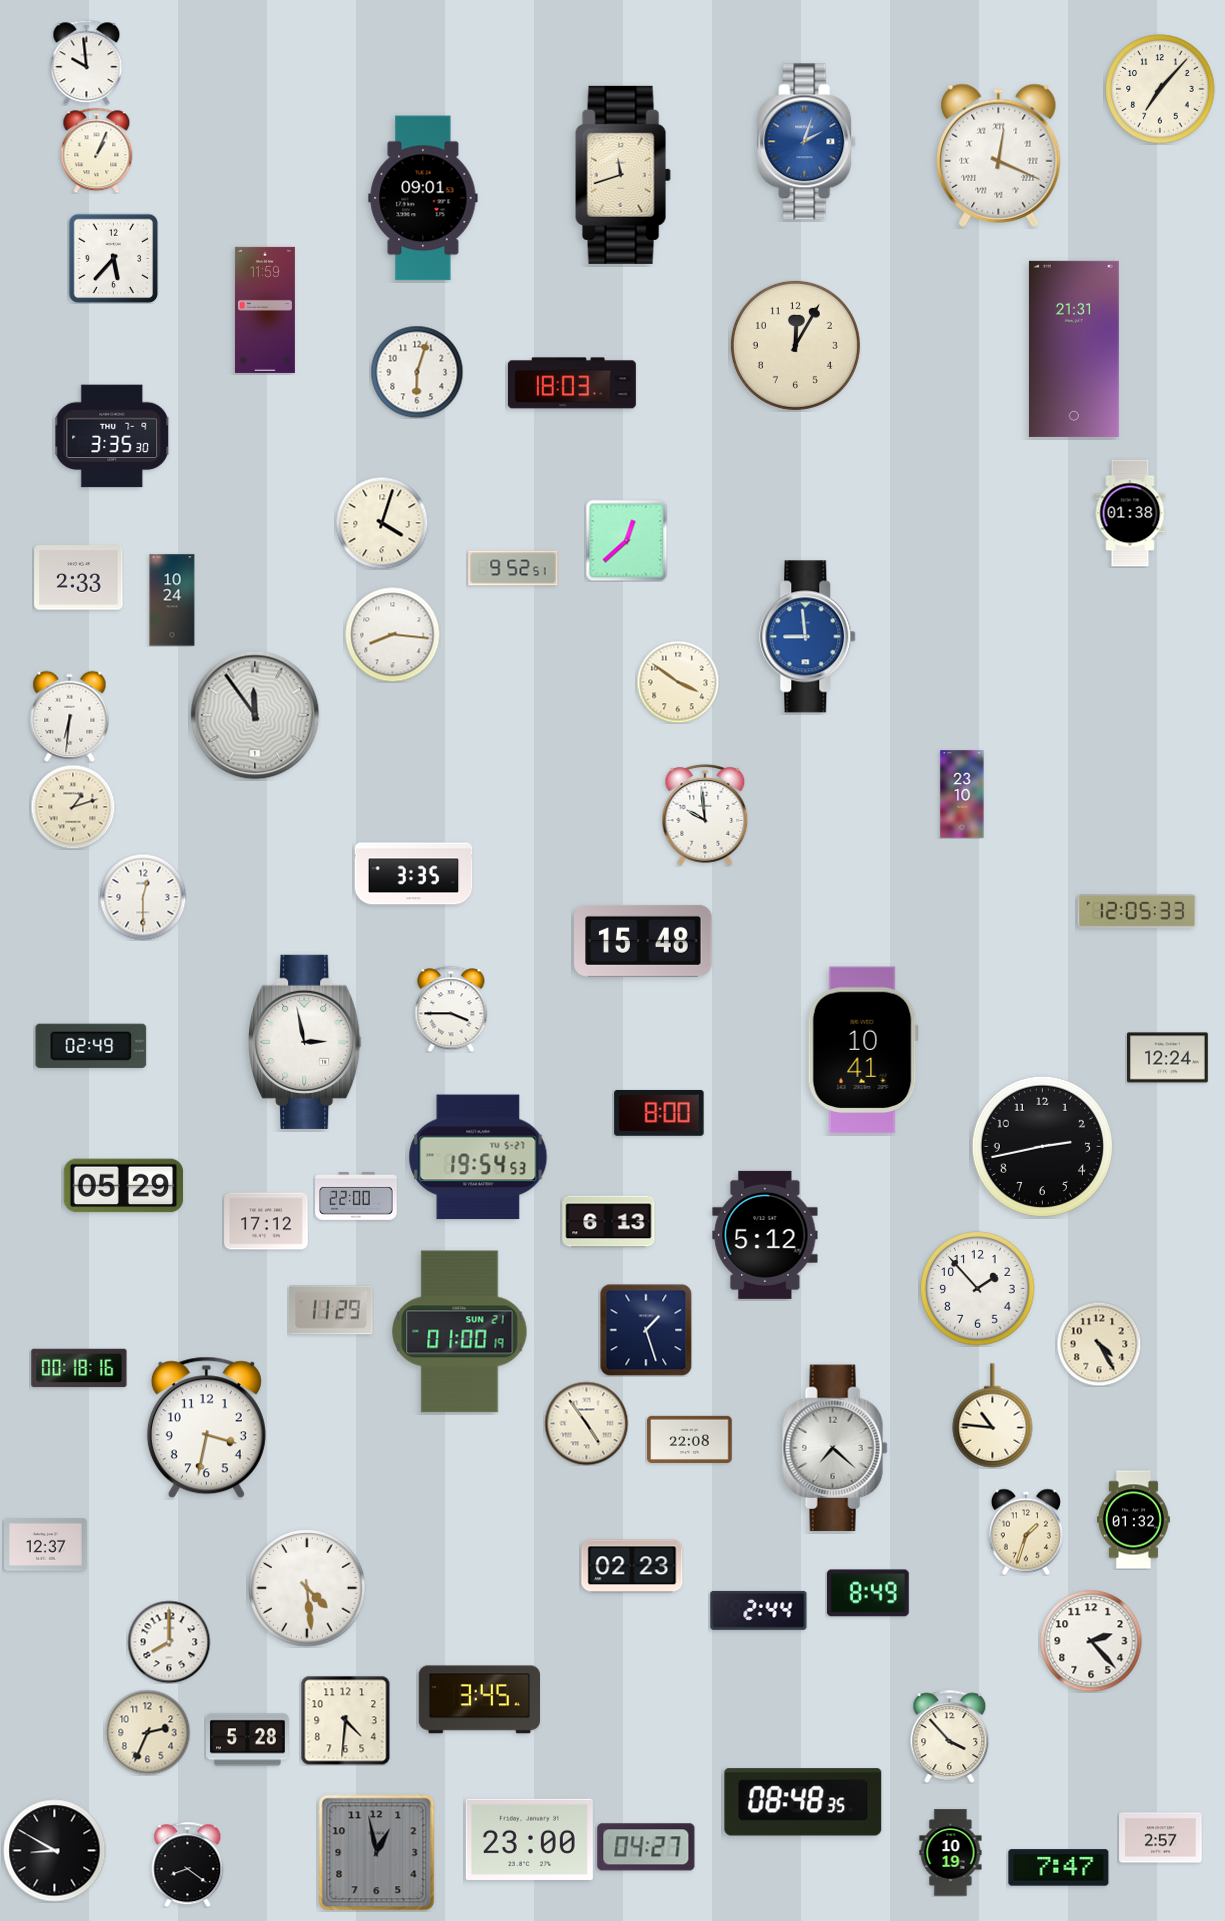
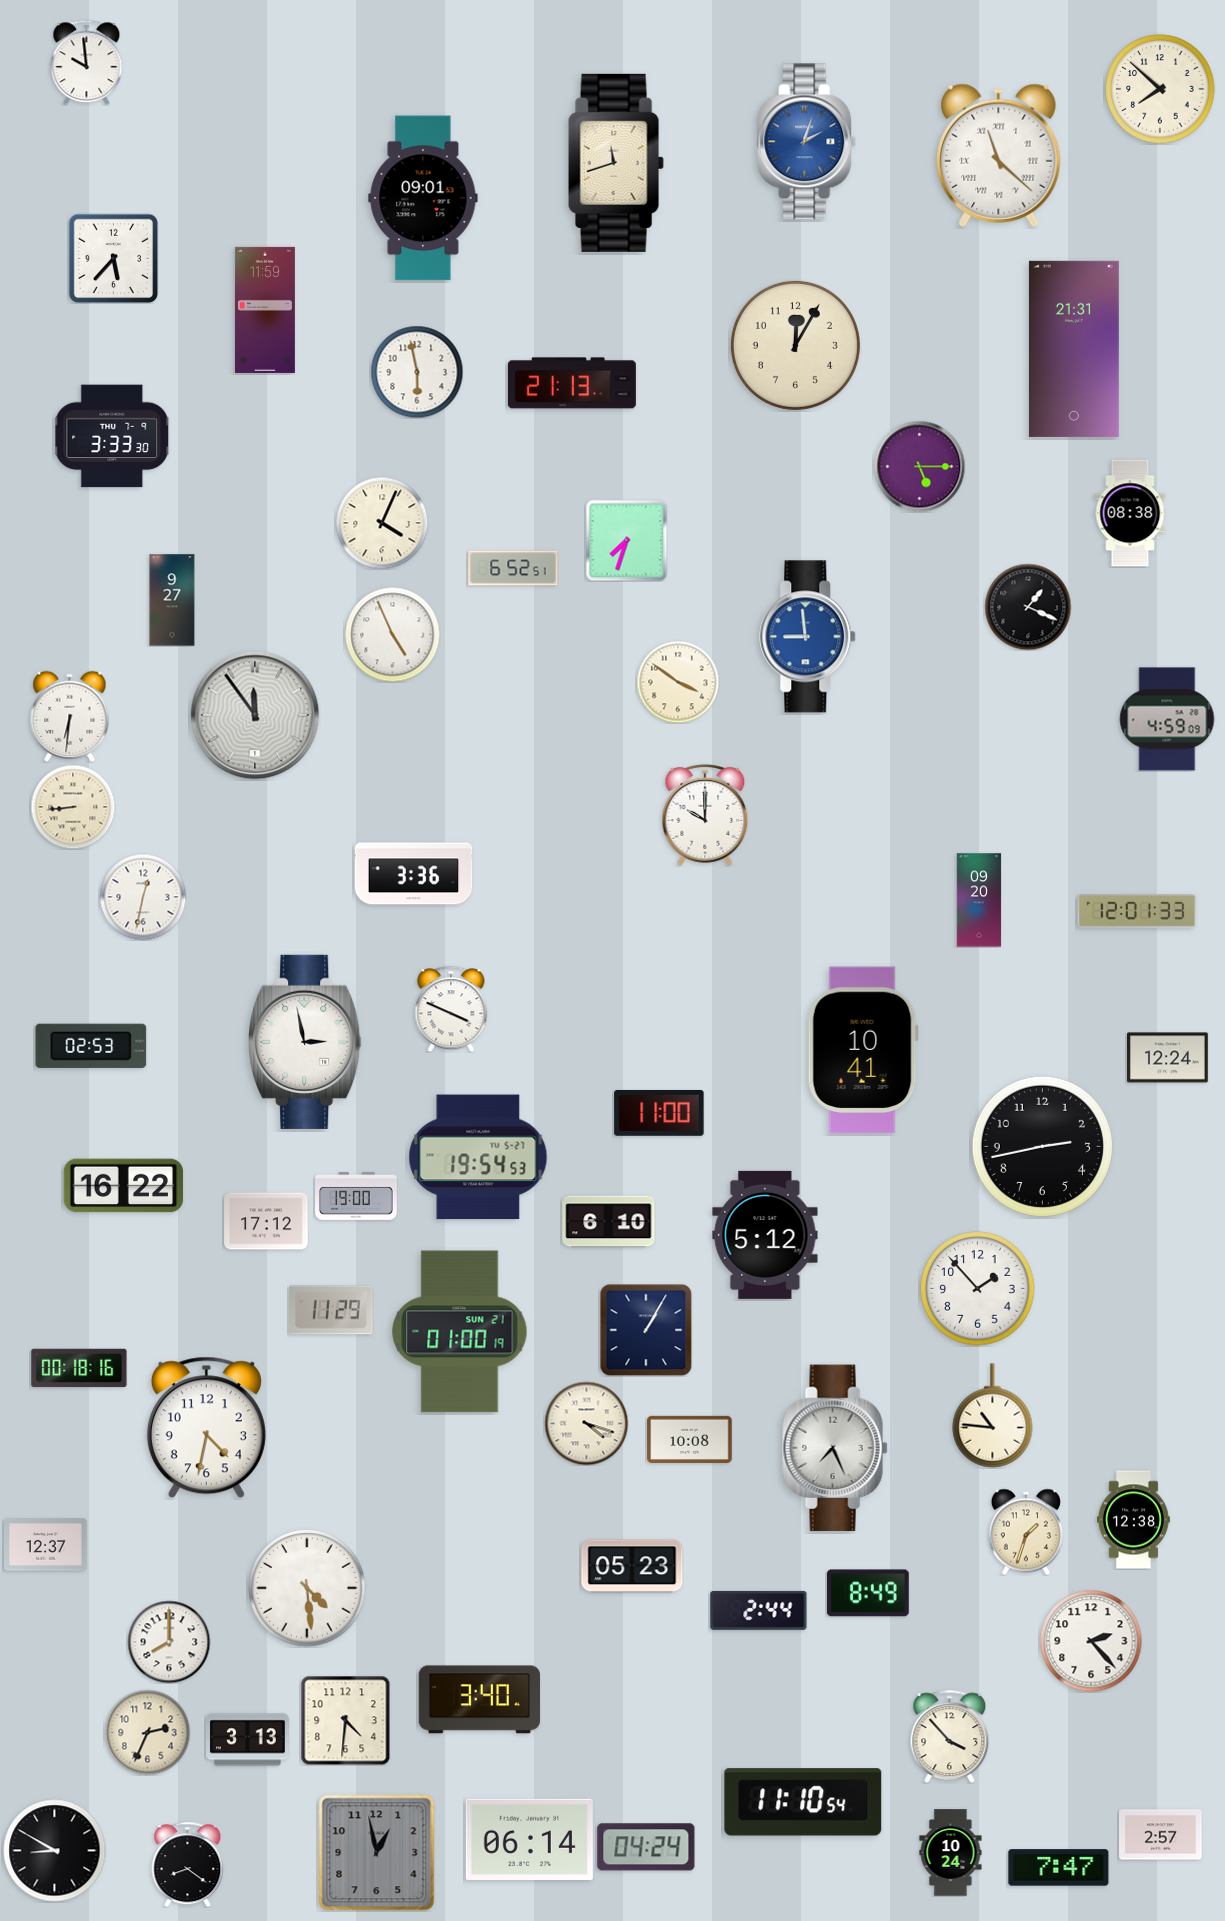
clock at (1160, 89): 7:07 -> 7:52
clock at (97, 150): 1:04 -> none
clock at (999, 155): 12:19 -> 11:22
clock at (623, 175) position: (623, 175) -> (616, 163)
clock at (417, 372): 6:03 -> 5:58
clock at (572, 383): 18:03 -> 21:13
clock at (112, 436): 3:35 -> 3:33
clock at (919, 466): none -> 5:15
clock at (1130, 513): 01:38 -> 08:38
clock at (382, 523): 4:03 -> 4:04
clock at (626, 540): 12:38 -> 7:33
clock at (513, 568): 9:52 -> 6:52
clock at (79, 578): 2:33 -> none
clock at (172, 600): 10:24 -> 9:27
clock at (1028, 607): none -> 1:19
clock at (392, 634): 8:16 -> 4:56
clock at (1167, 719): none -> 4:59
clock at (962, 794): 23:10 -> none
clock at (73, 807): 1:12 -> 8:44
clock at (705, 815): 9:59 -> 10:00
clock at (414, 874): 3:35 -> 3:36
clock at (143, 897): 12:30 -> 12:32
clock at (979, 900): none -> 09:20
clock at (1137, 912): 12:05 -> 12:01
clock at (643, 941): 15:48 -> none
clock at (451, 1009): 3:45 -> 3:49
clock at (91, 1046): 02:49 -> 02:53
clock at (659, 1113): 8:00 -> 11:00
clock at (124, 1186): 05:29 -> 16:22
clock at (356, 1196): 22:00 -> 19:00
clock at (609, 1222): 6:13 -> 6:10
clock at (646, 1330): 1:27 -> 1:05
clock at (1099, 1344): 4:25 -> none
clock at (586, 1423): 4:54 -> 4:18
clock at (206, 1428): 3:32 -> 4:32
clock at (690, 1439): 22:08 -> 10:08
clock at (835, 1448): 7:22 -> 7:26
clock at (1133, 1520): 01:32 -> 12:38
clock at (632, 1566): 02:23 -> 05:23
clock at (479, 1700): 3:45 -> 3:40
clock at (248, 1740): 5:28 -> 3:13
clock at (803, 1802): 08:48 -> 11:10
clock at (1161, 1838) position: (1161, 1838) -> (1161, 1835)
clock at (529, 1839): 23:00 -> 06:14
clock at (646, 1847): 04:27 -> 04:24
clock at (951, 1853): 10:19 -> 10:24
